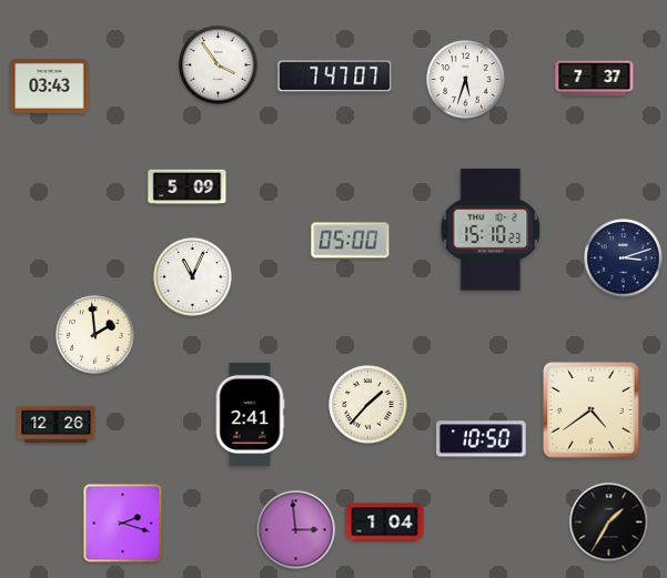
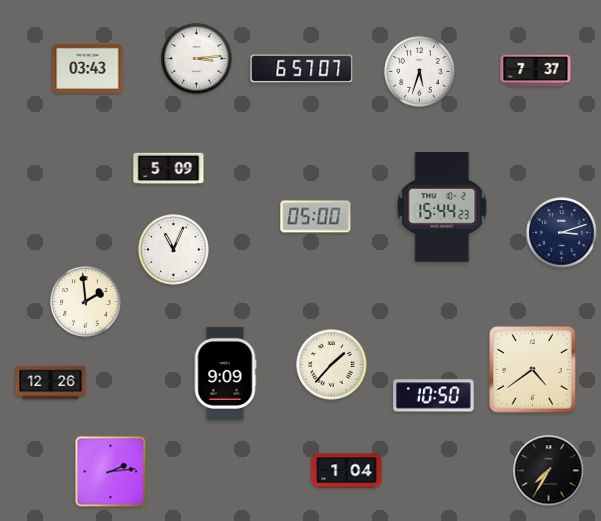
clock at (219, 65): 3:54 -> 3:14
clock at (335, 77): 7:47 -> 6:57
clock at (50, 85) position: (50, 85) -> (88, 68)
clock at (491, 230): 15:10 -> 15:44
clock at (250, 414): 2:41 -> 9:09
clock at (609, 523): 1:35 -> 7:35
clock at (123, 524): 2:18 -> 2:14
clock at (296, 530): 2:59 -> none
